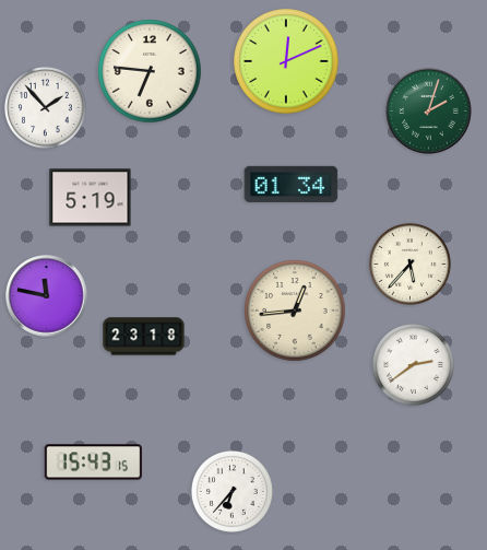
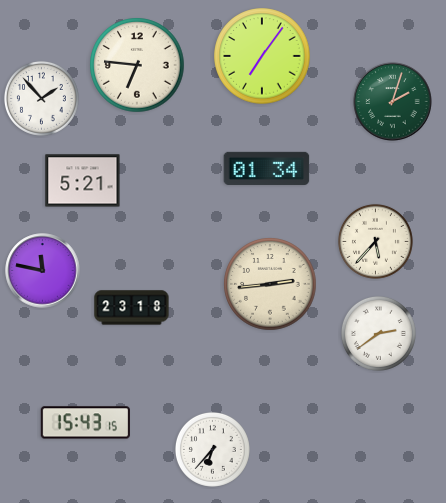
clock at (286, 61): 12:11 -> 7:06
clock at (91, 198): 5:19 -> 5:21
clock at (295, 311): 12:44 -> 2:44
